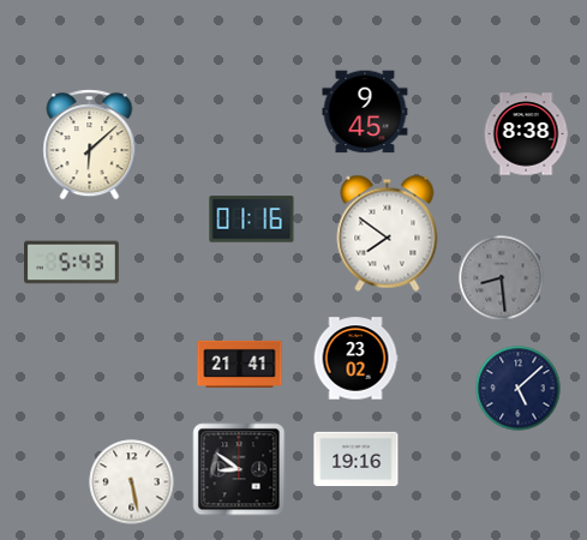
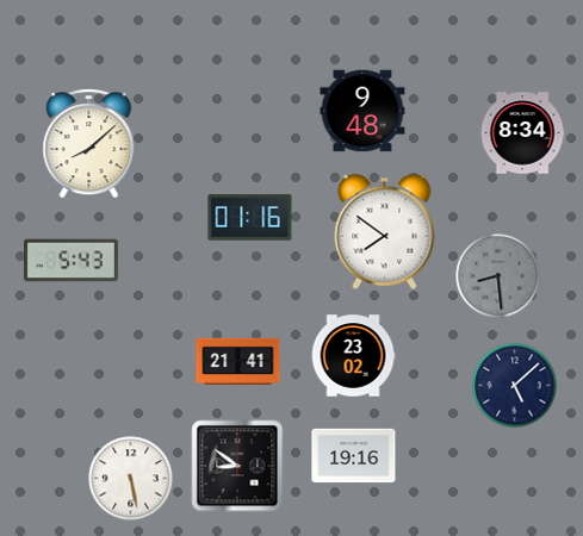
clock at (365, 112): 9:45 -> 9:48
clock at (526, 134): 8:38 -> 8:34
clock at (90, 145): 6:08 -> 8:08
